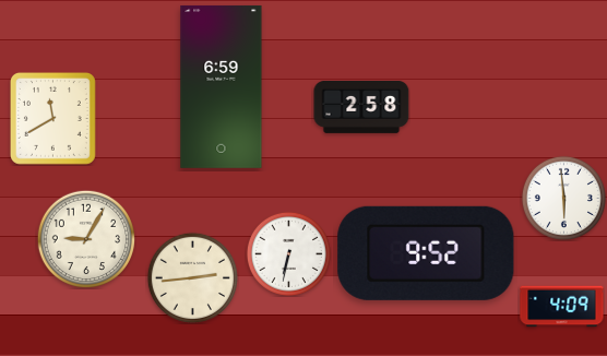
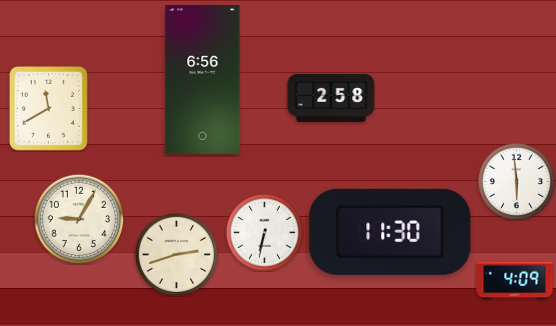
clock at (222, 86): 6:59 -> 6:56
clock at (426, 253): 9:52 -> 11:30
clock at (192, 277): 2:44 -> 2:42
